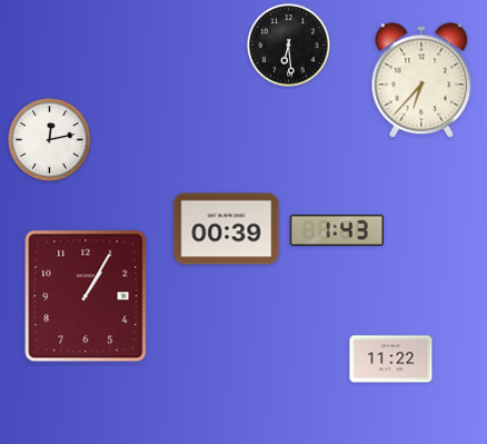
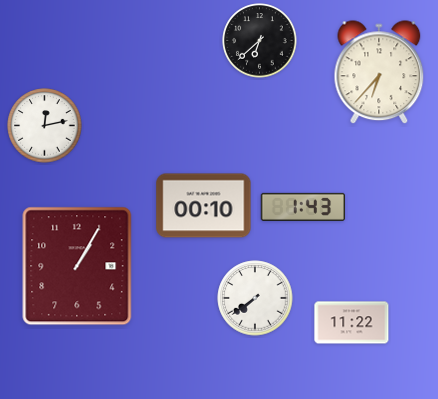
clock at (289, 46): 6:29 -> 6:38
clock at (227, 229): 00:39 -> 00:10
clock at (255, 298): none -> 7:39
